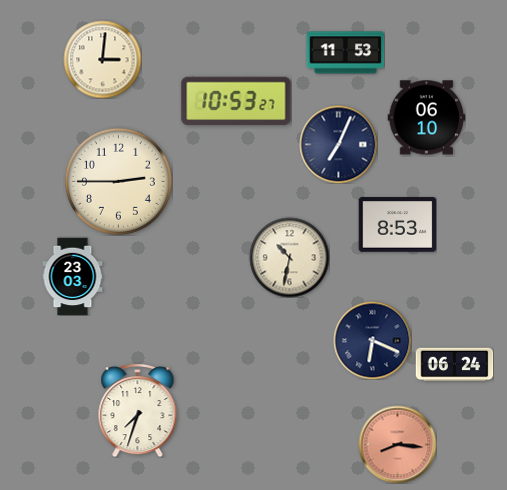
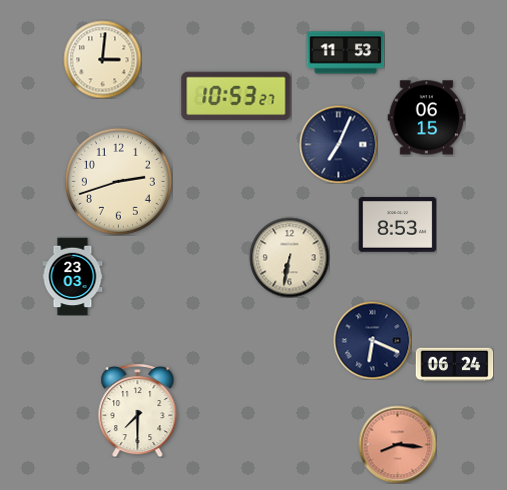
clock at (236, 101) position: (236, 101) -> (236, 96)
clock at (426, 118): 06:10 -> 06:15
clock at (118, 181): 2:45 -> 2:42
clock at (289, 257): 10:32 -> 6:32
clock at (138, 410): 7:33 -> 7:30
